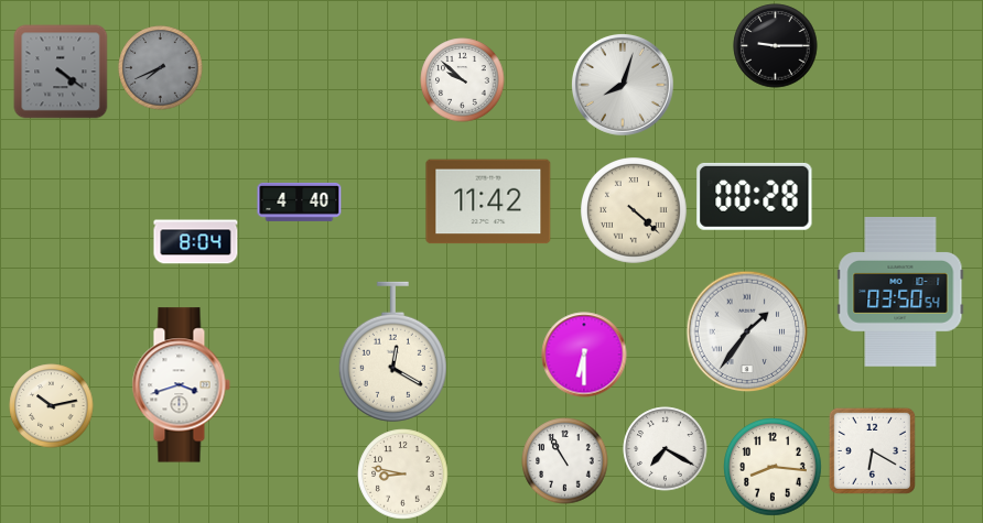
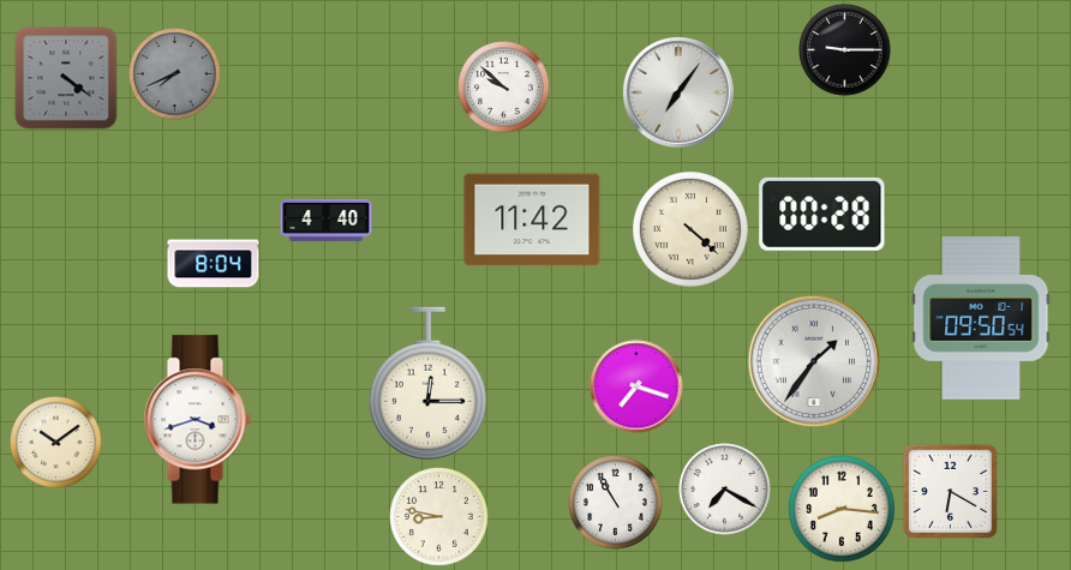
clock at (623, 85): 8:03 -> 7:06
clock at (900, 292): 03:50 -> 09:50
clock at (392, 352): 12:20 -> 12:15
clock at (584, 355): 6:30 -> 7:18
clock at (52, 406): 10:13 -> 10:09
